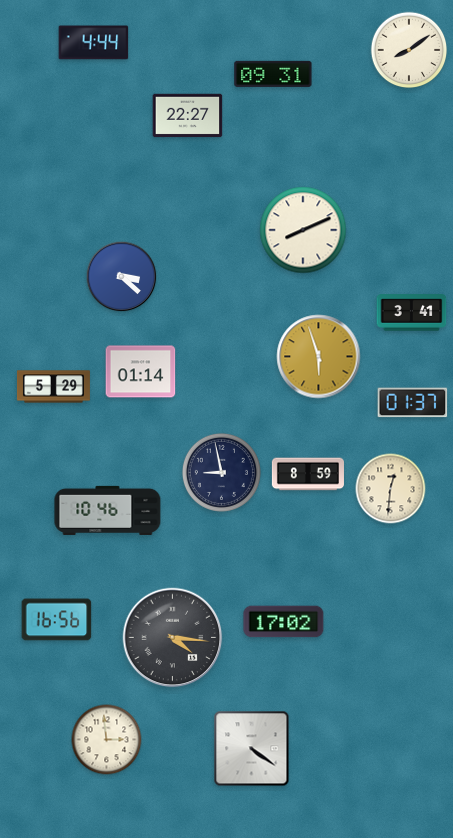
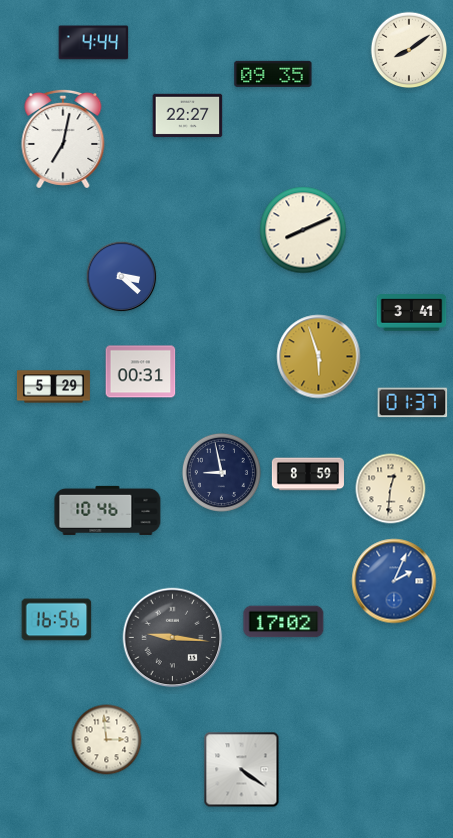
clock at (273, 74): 09:31 -> 09:35
clock at (63, 139): none -> 7:02
clock at (141, 372): 01:14 -> 00:31
clock at (394, 581): none -> 2:04
clock at (173, 638): 4:16 -> 9:16
clock at (252, 749) position: (252, 749) -> (242, 770)
